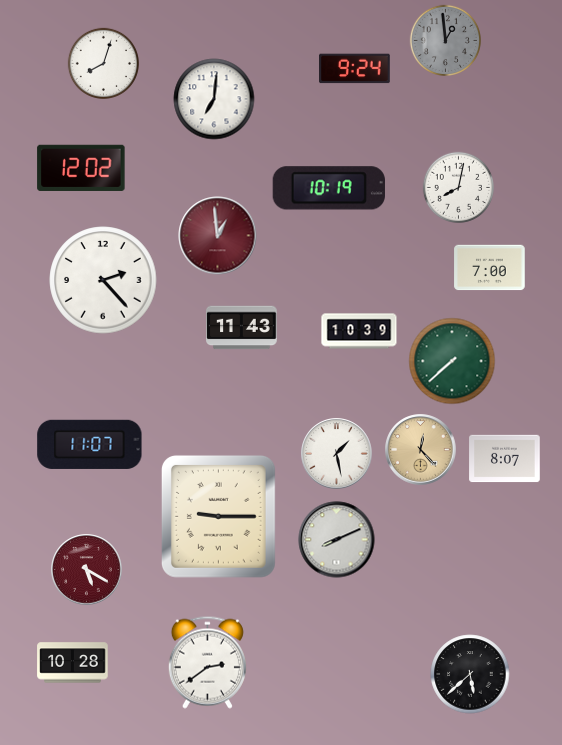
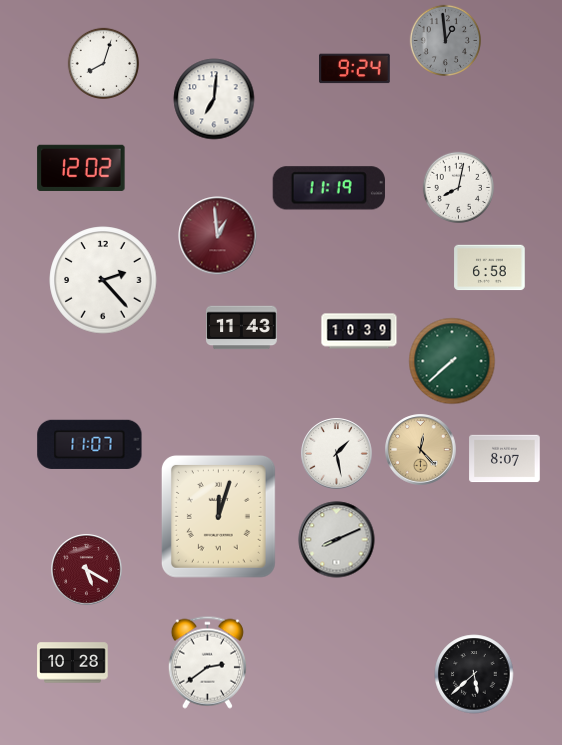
clock at (329, 188): 10:19 -> 11:19
clock at (490, 268): 7:00 -> 6:58
clock at (218, 516): 9:15 -> 12:03
clock at (470, 674) position: (470, 674) -> (474, 674)
